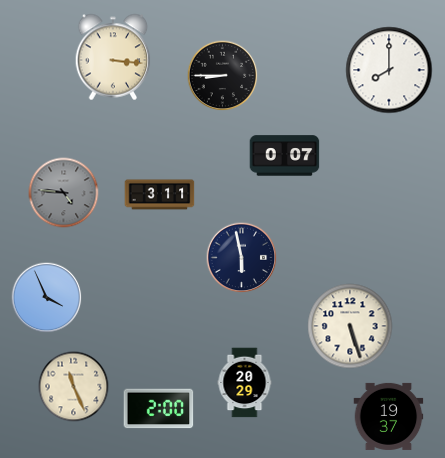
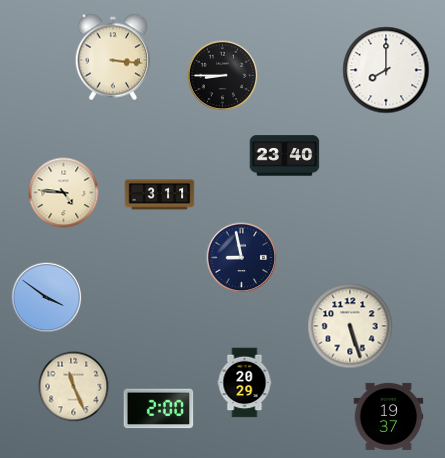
clock at (389, 70) position: (389, 70) -> (386, 70)
clock at (285, 156): 0:07 -> 23:40
clock at (64, 193) dial: grey -> cream
clock at (242, 258): 5:58 -> 8:58
clock at (47, 298): 3:56 -> 3:51
